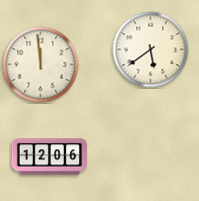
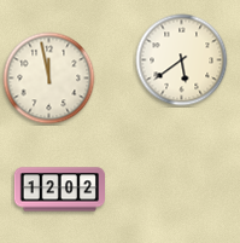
clock at (41, 65): 11:59 -> 11:58
clock at (49, 157): 12:06 -> 12:02
